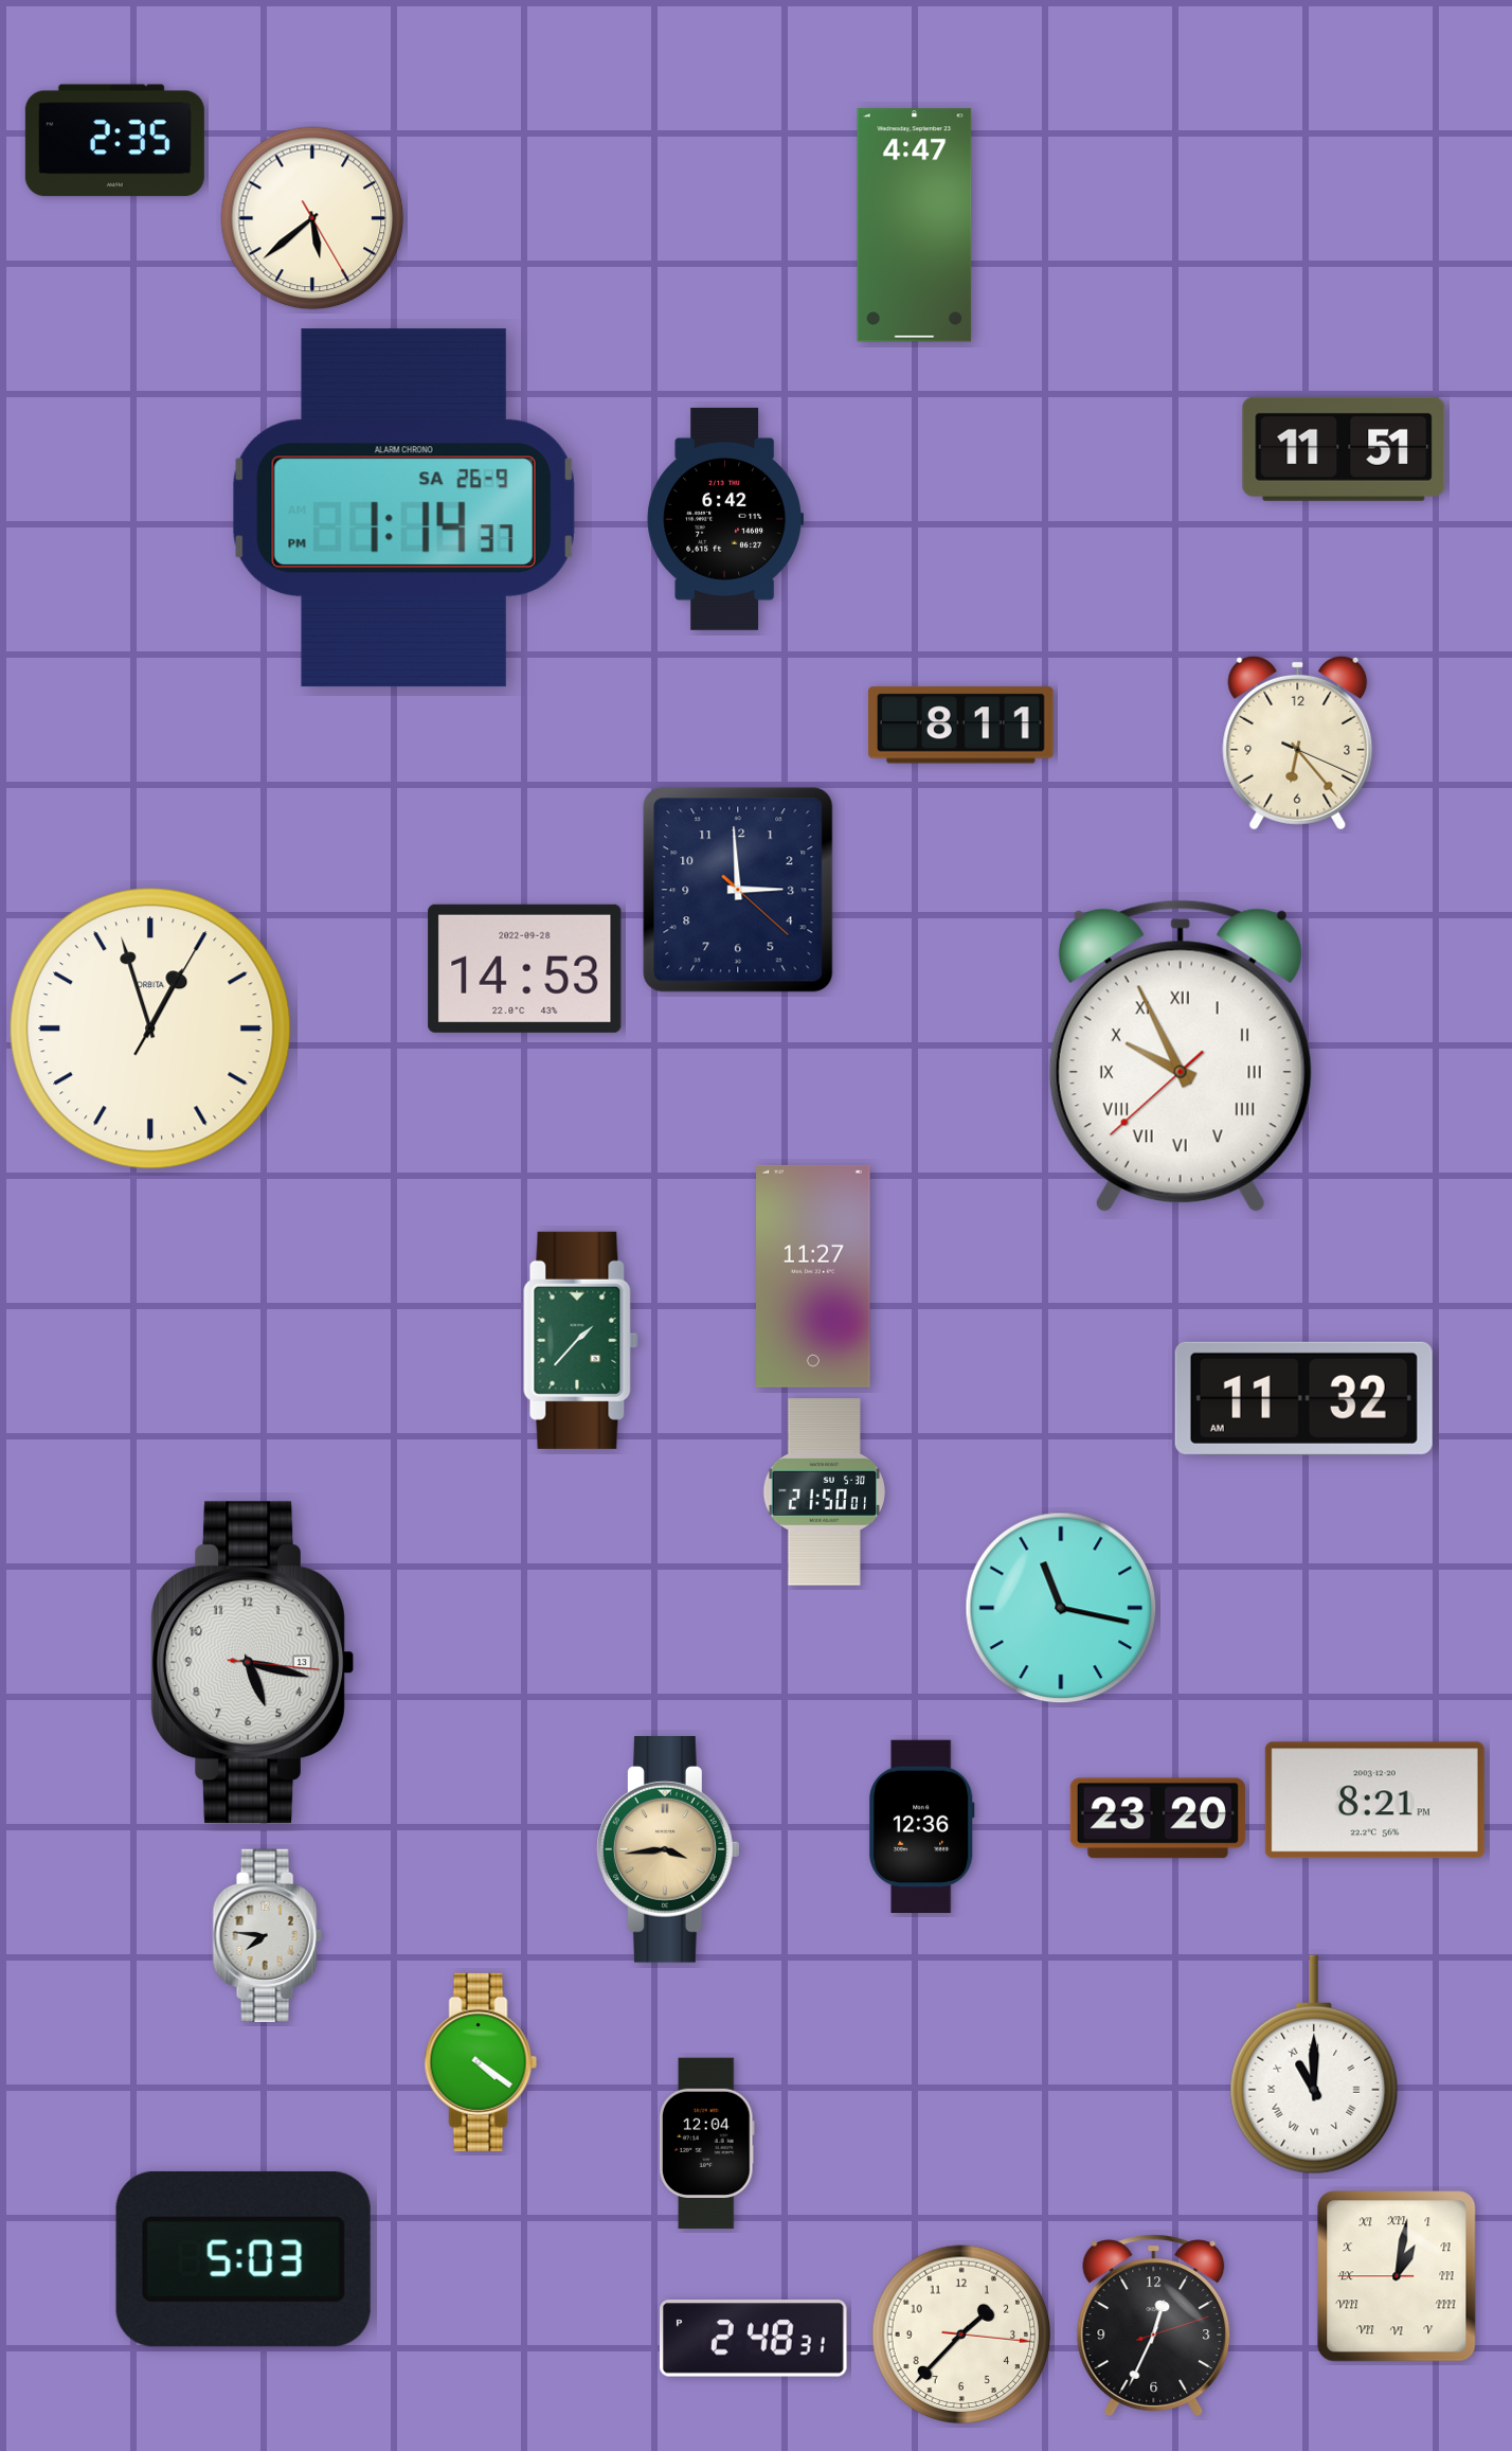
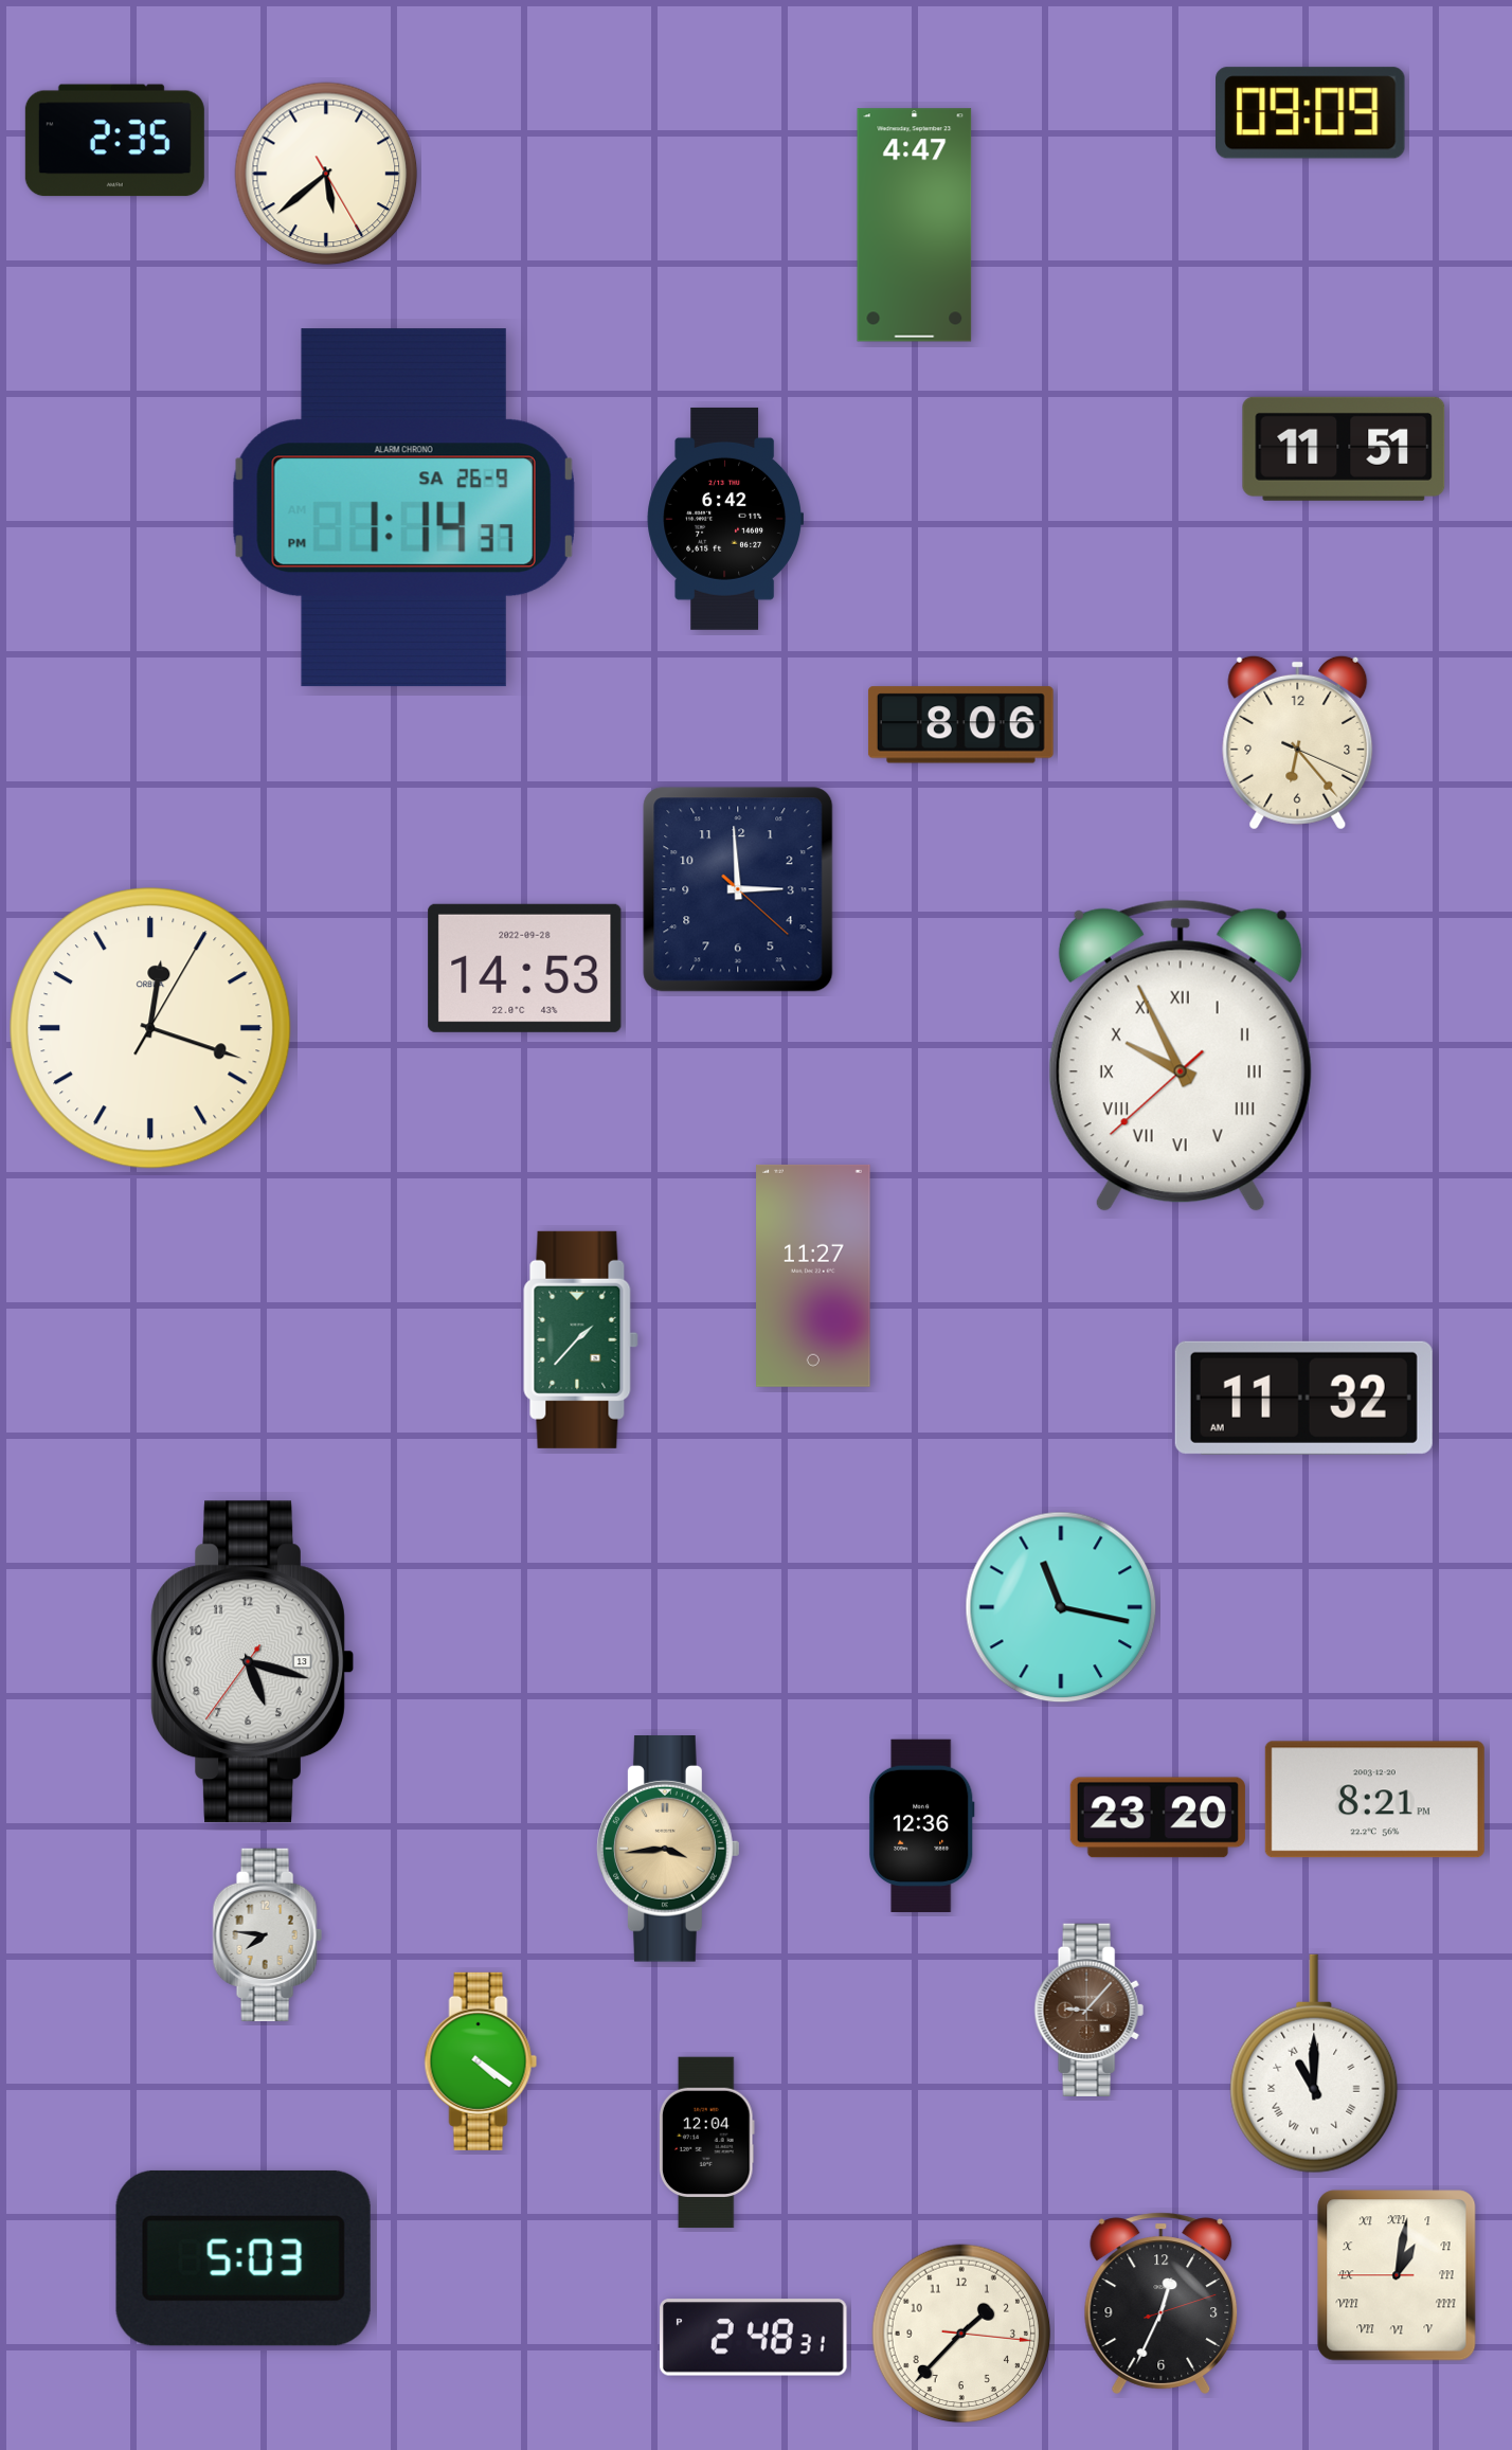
clock at (1311, 113): none -> 09:09
clock at (312, 218) position: (312, 218) -> (326, 174)
clock at (960, 726): 8:11 -> 8:06
clock at (150, 1028): 12:57 -> 12:18
clock at (824, 1492): 21:50 -> none
clock at (252, 1663): 5:17:16 -> 5:17:36
clock at (1088, 2010): none -> 9:07
clock at (1154, 2325) position: (1154, 2325) -> (1162, 2303)
